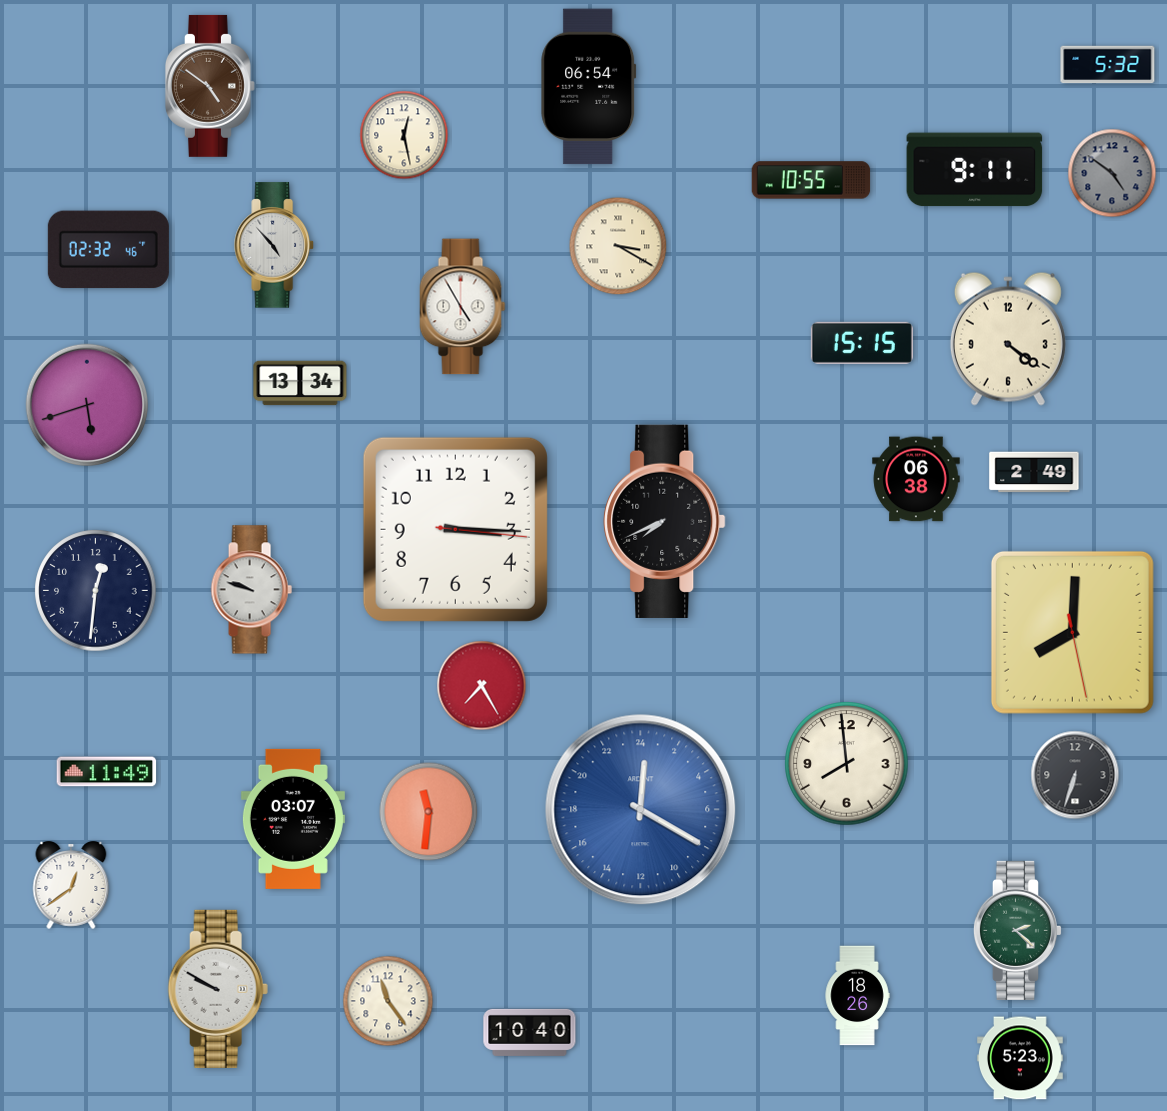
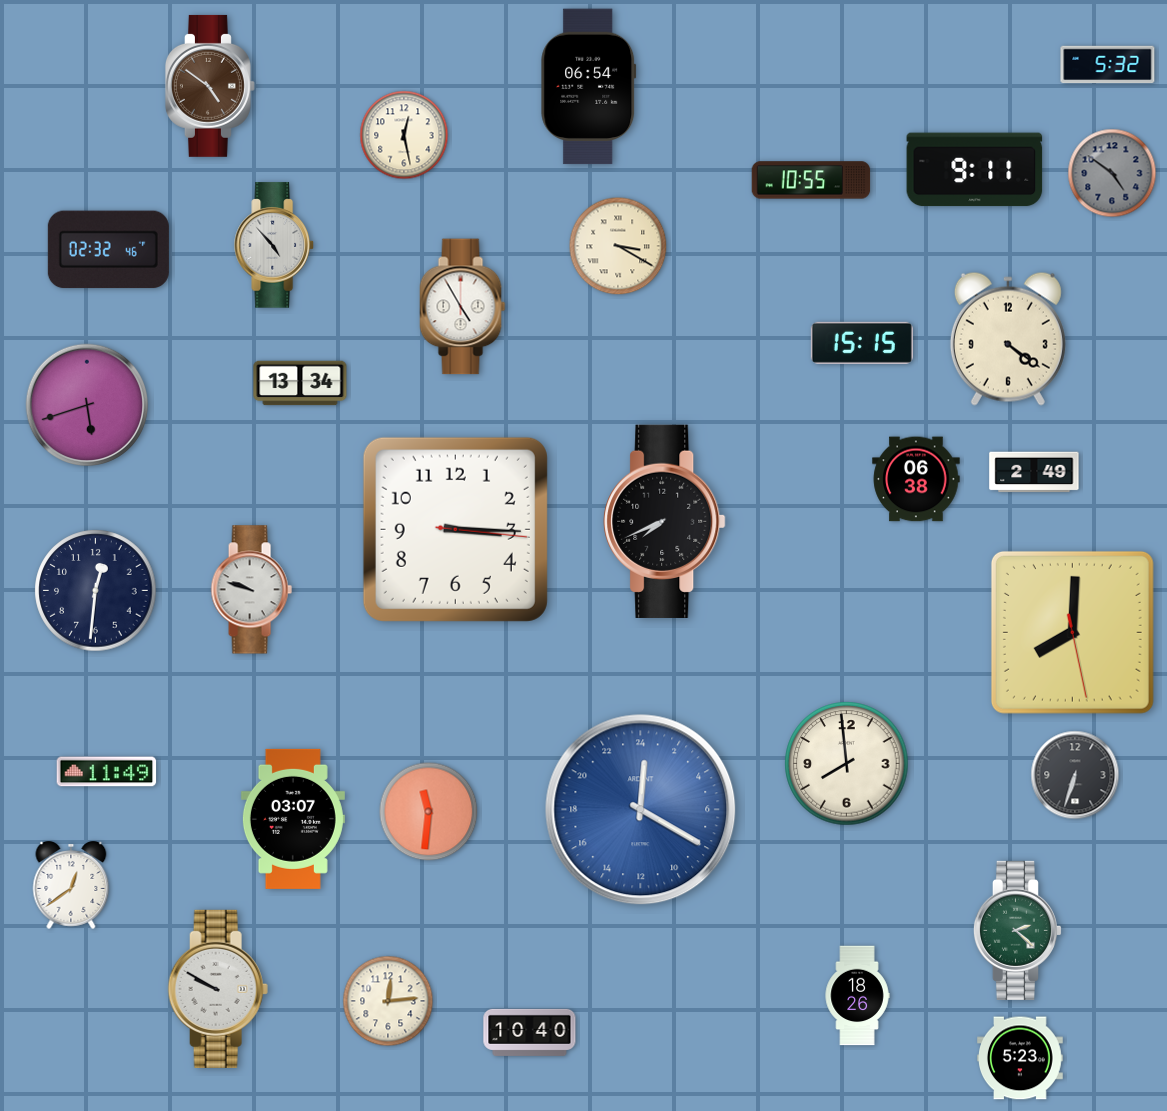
clock at (482, 686): 7:25 -> none
clock at (388, 1001): 11:24 -> 12:14
